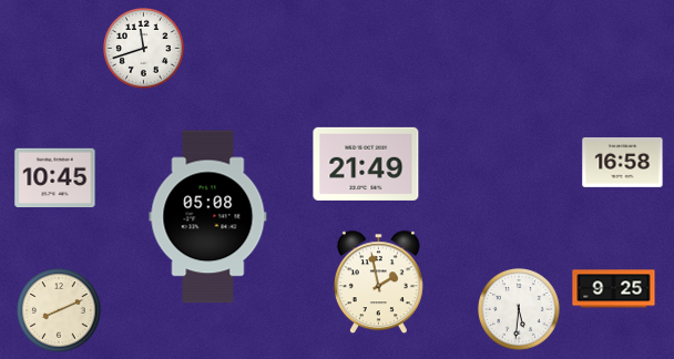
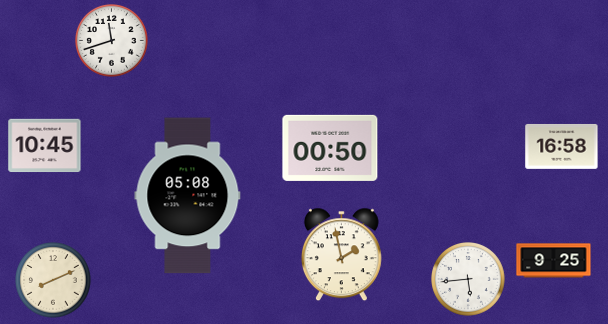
clock at (144, 49) position: (144, 49) -> (112, 41)
clock at (366, 164): 21:49 -> 00:50
clock at (55, 178) position: (55, 178) -> (45, 146)
clock at (520, 310): 5:31 -> 5:44
